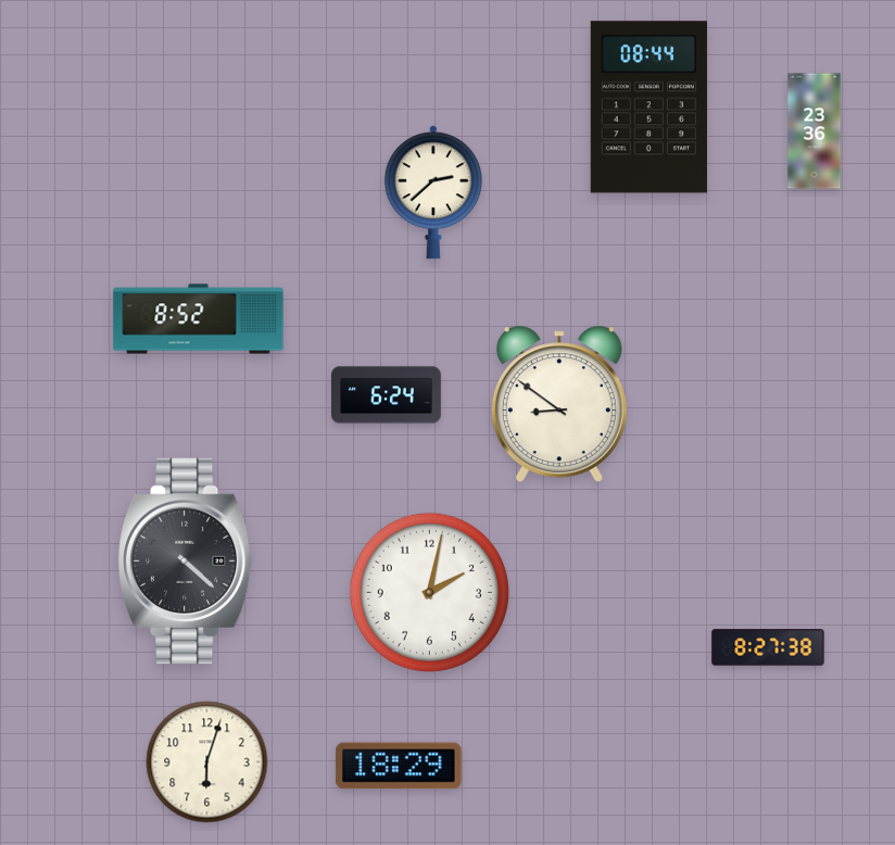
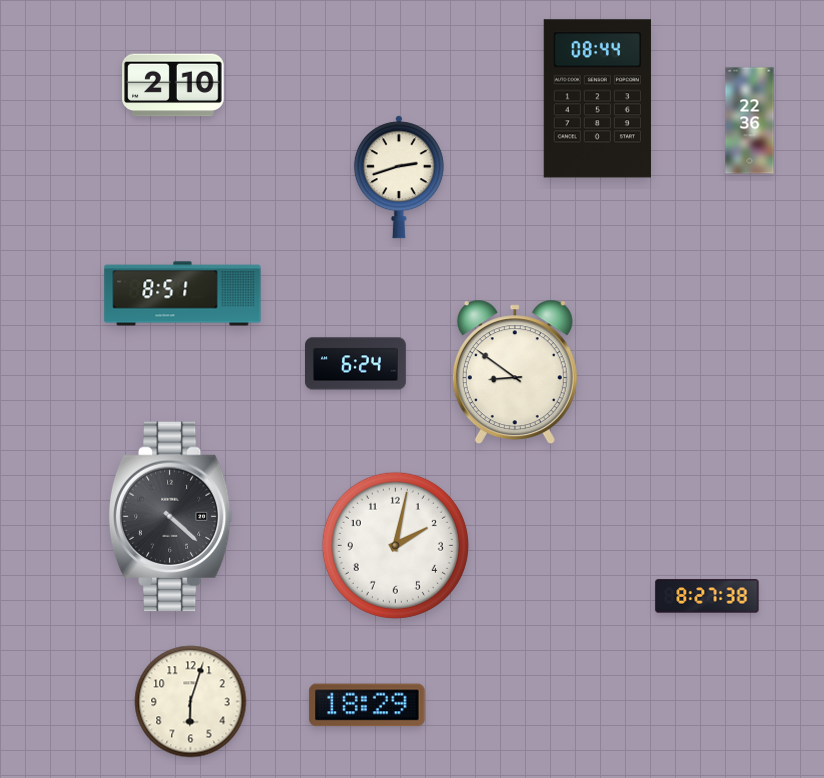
clock at (173, 85): none -> 2:10
clock at (815, 131): 23:36 -> 22:36
clock at (433, 192): 2:38 -> 2:42
clock at (199, 319): 8:52 -> 8:51
